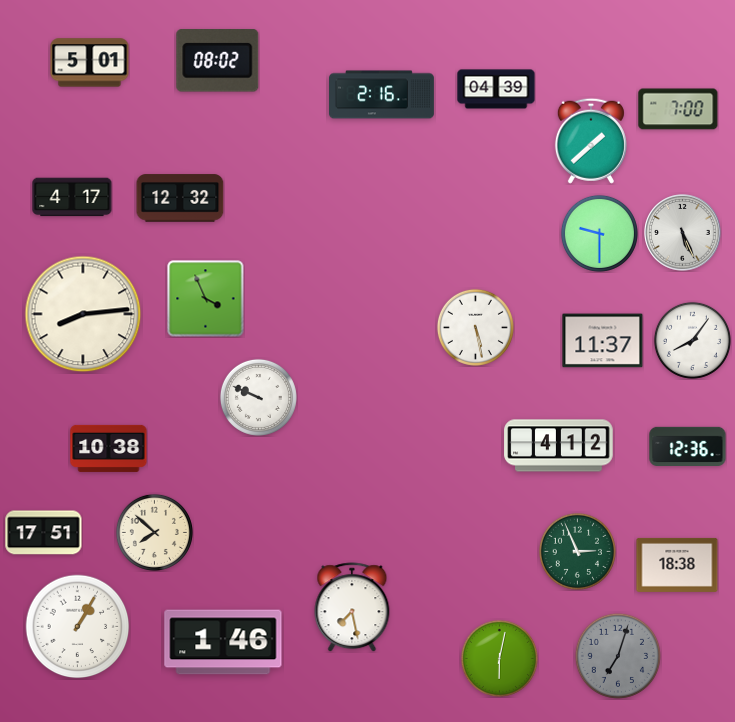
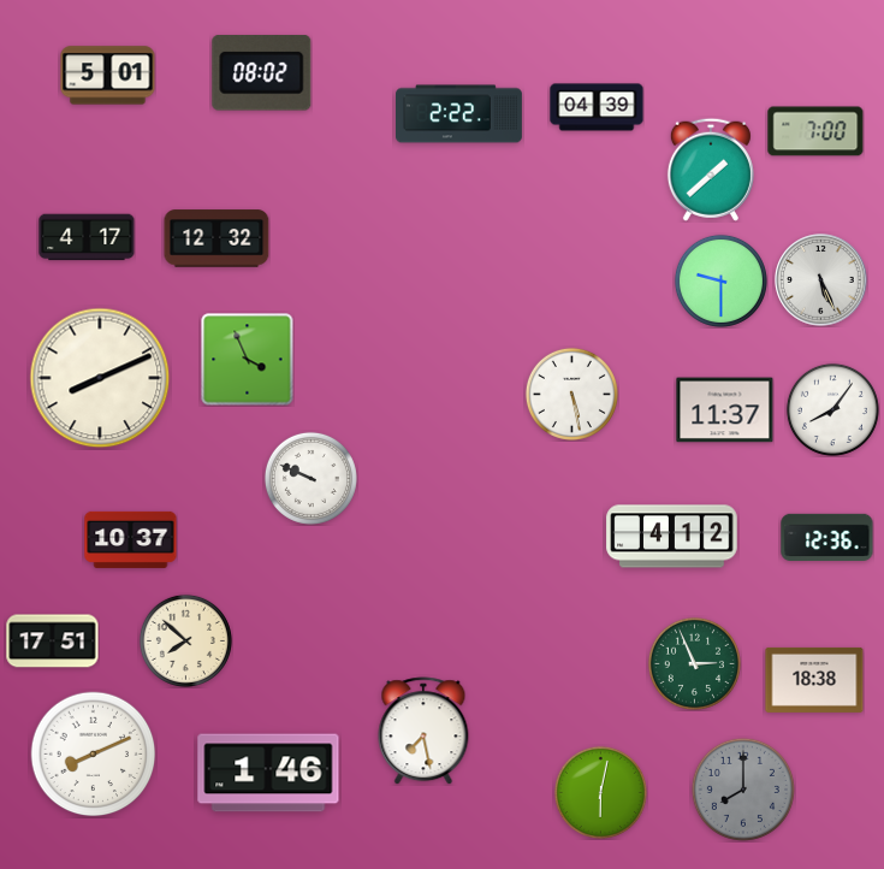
clock at (382, 95): 2:16 -> 2:22
clock at (83, 314): 8:14 -> 8:11
clock at (109, 448): 10:38 -> 10:37
clock at (78, 627): 1:05 -> 8:11
clock at (618, 656): 7:03 -> 8:00
